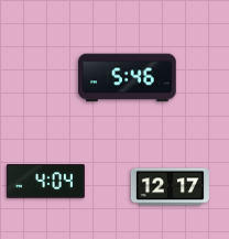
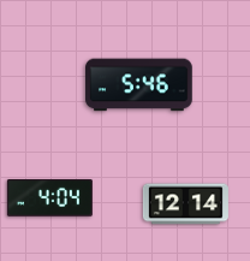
clock at (170, 187): 12:17 -> 12:14
